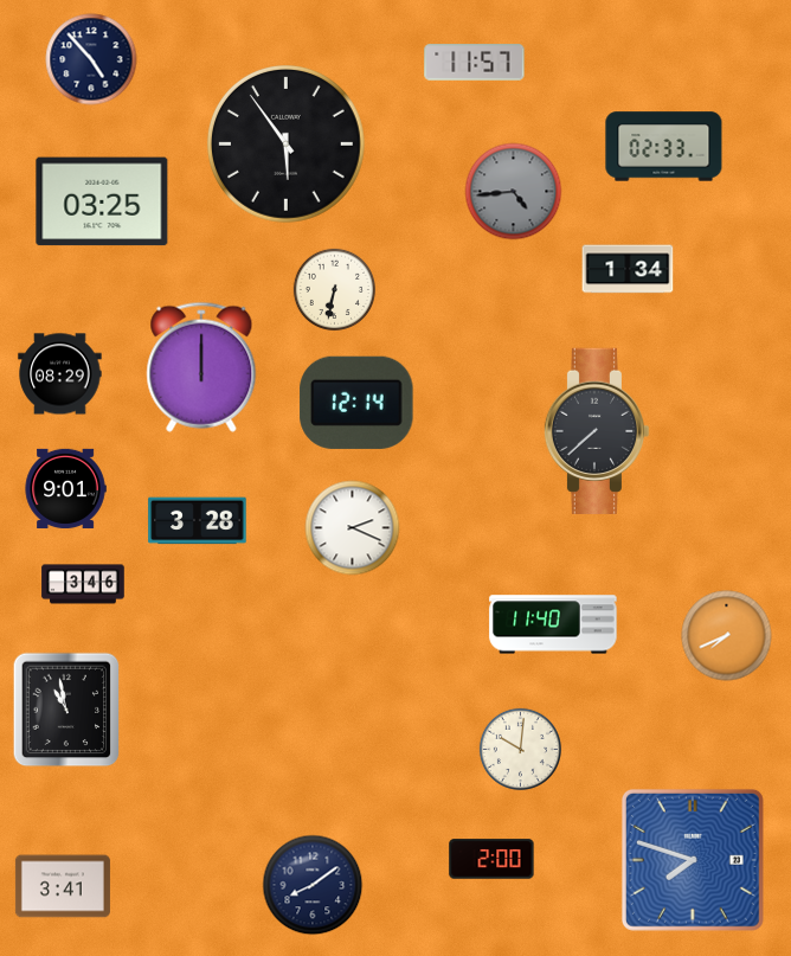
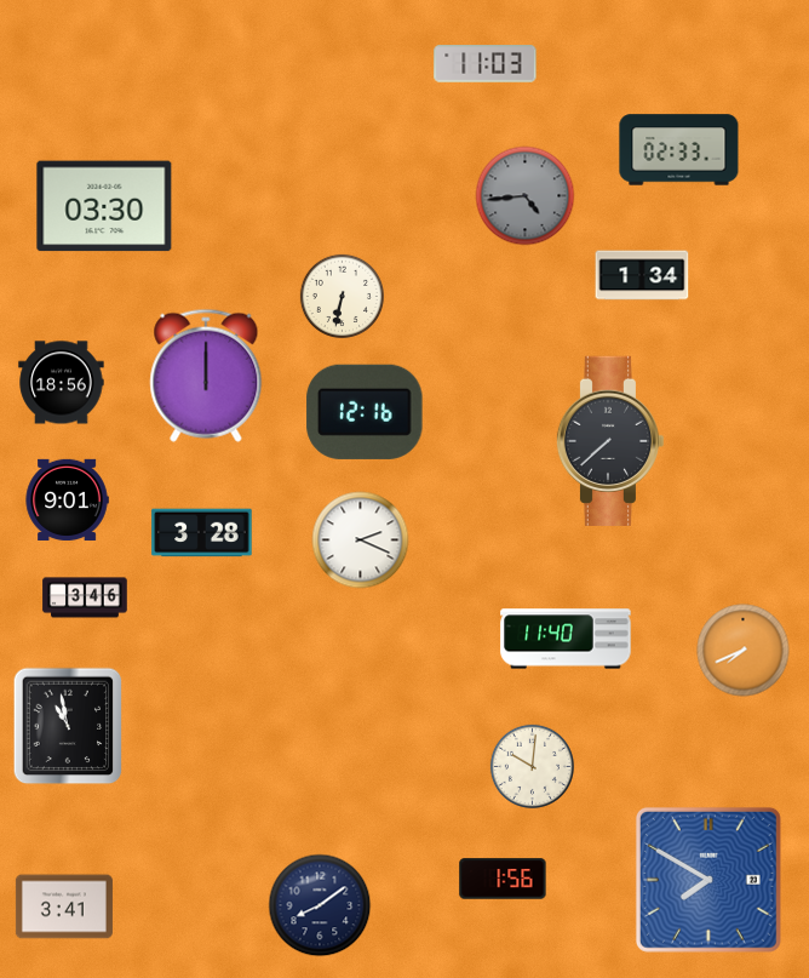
clock at (91, 59): 4:53 -> none
clock at (475, 63): 11:57 -> 11:03
clock at (287, 145): 5:54 -> none
clock at (102, 201): 03:25 -> 03:30
clock at (60, 374): 08:29 -> 18:56
clock at (356, 403): 12:14 -> 12:16
clock at (491, 859): 2:00 -> 1:56
clock at (693, 860): 7:48 -> 7:50
